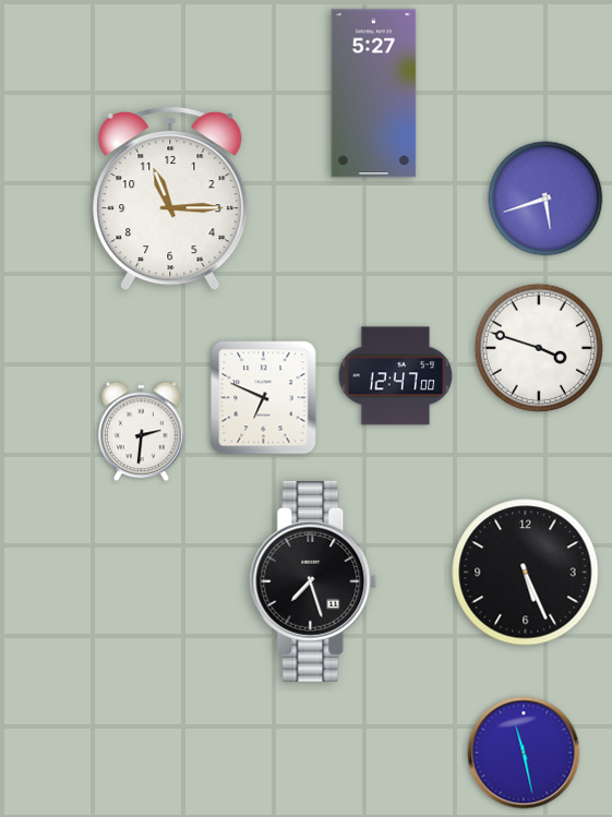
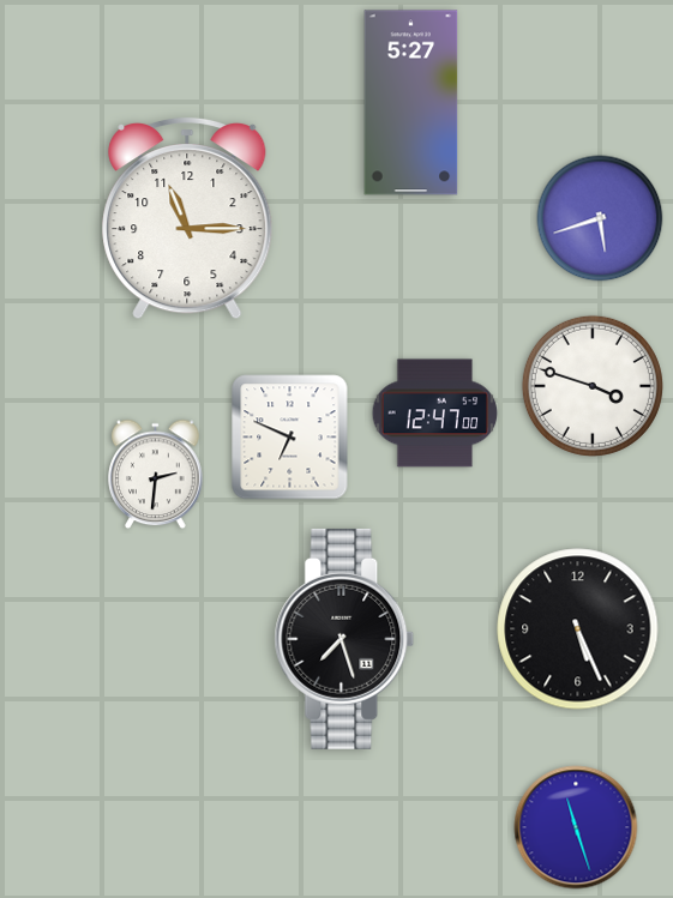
clock at (539, 348) position: (539, 348) -> (593, 386)
clock at (524, 753): 11:28 -> 11:27
